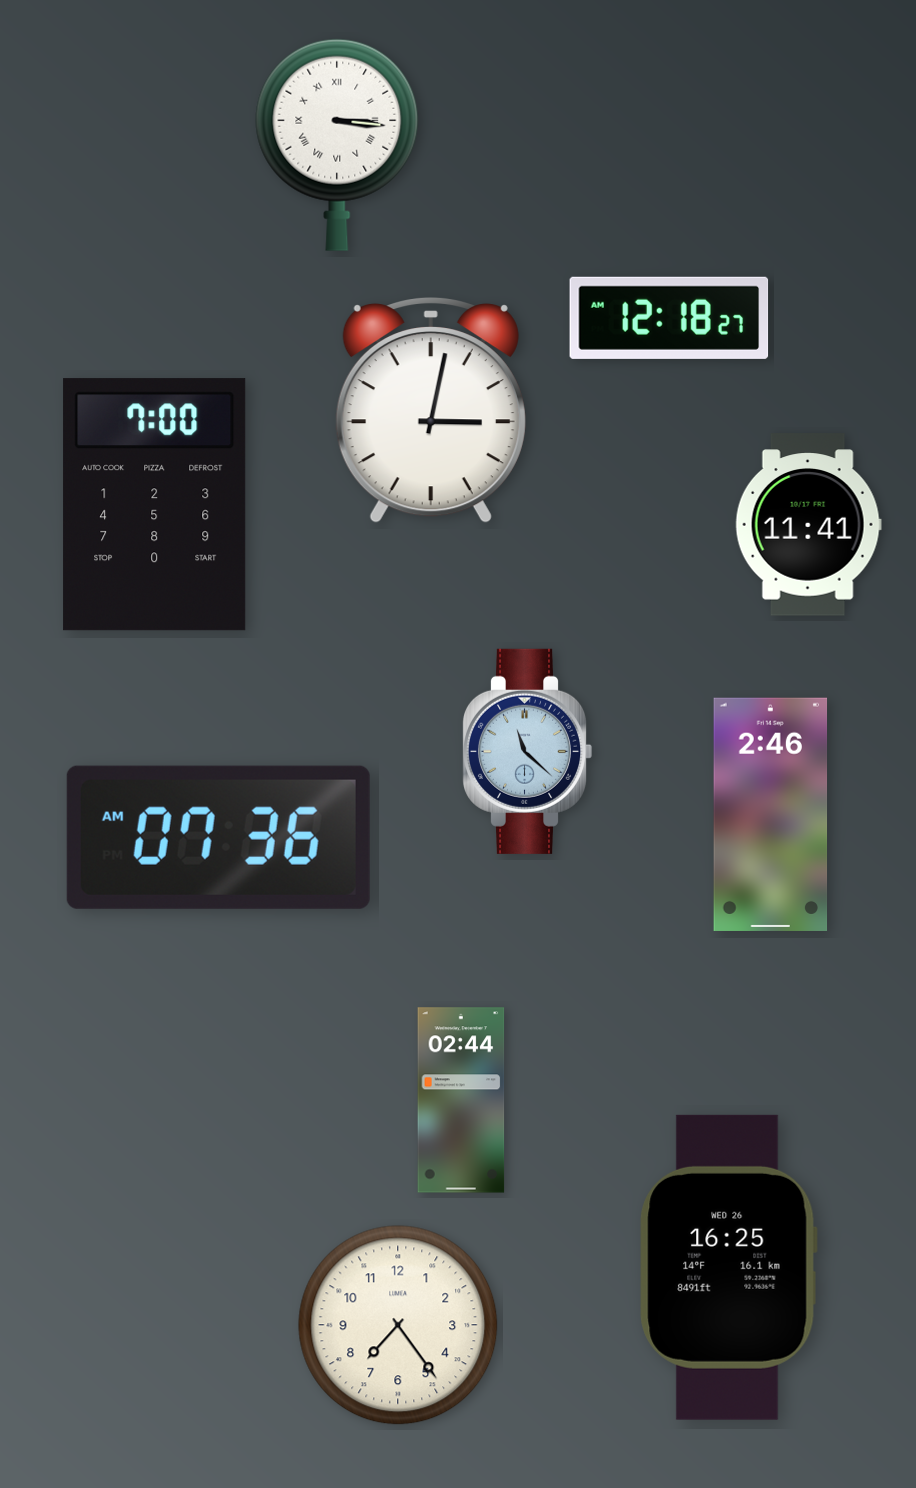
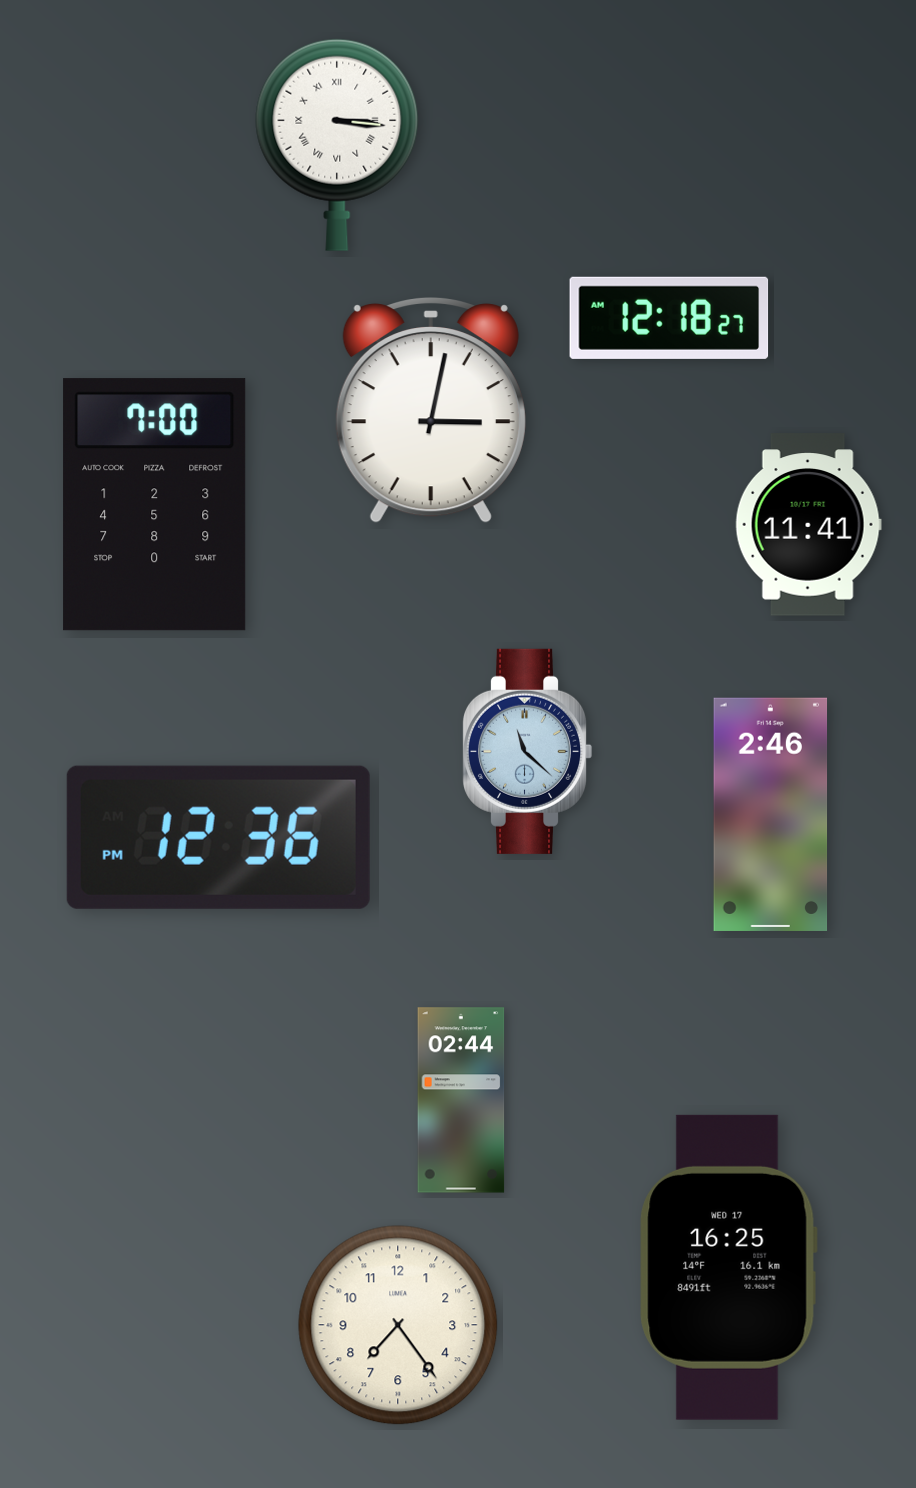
clock at (218, 837): 07:36 -> 12:36
clock at (728, 1267) date: WED 26 -> WED 17
